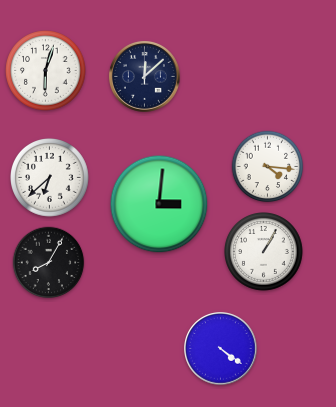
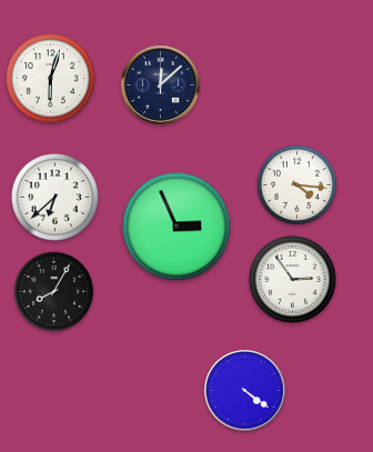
clock at (159, 204): 3:01 -> 2:56
clock at (264, 252): 1:05 -> 2:54
clock at (221, 349) position: (221, 349) -> (245, 391)
